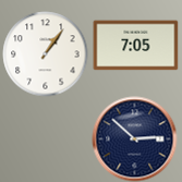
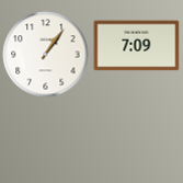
clock at (135, 46): 7:05 -> 7:09
clock at (134, 138): 2:52 -> none
